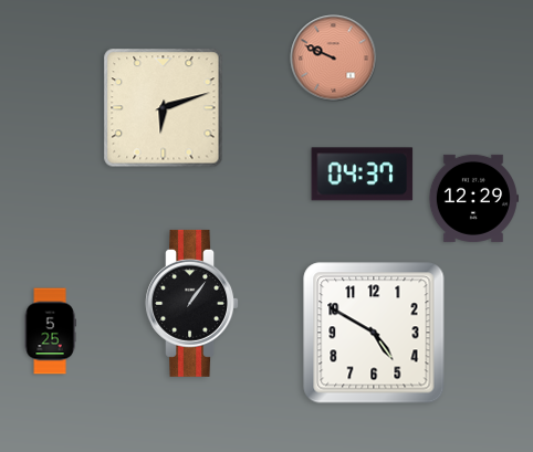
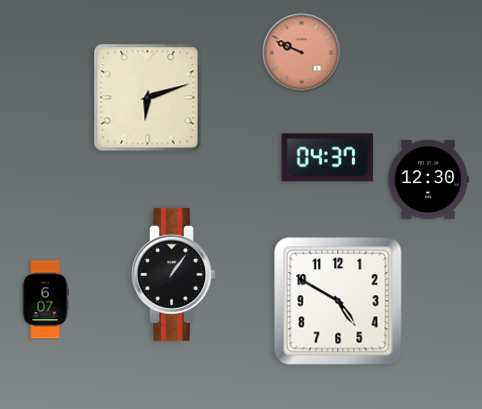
clock at (473, 198): 12:29 -> 12:30
clock at (50, 332): 5:25 -> 6:07
